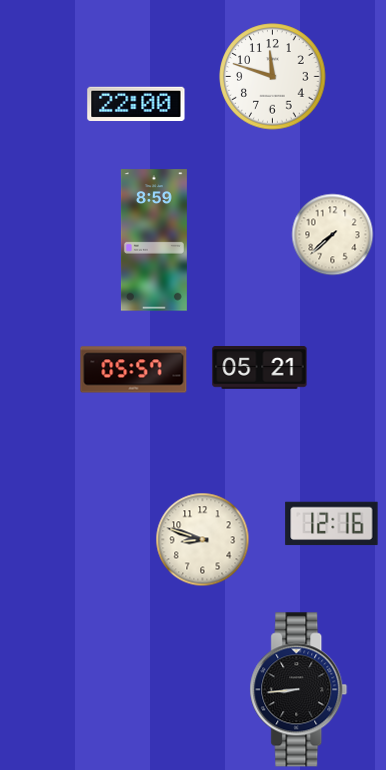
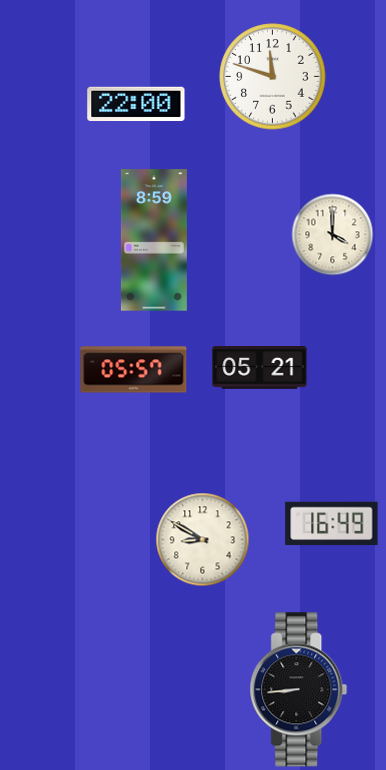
clock at (332, 234): 7:38 -> 4:00
clock at (332, 524): 12:16 -> 16:49
clock at (202, 539): 8:48 -> 8:50
